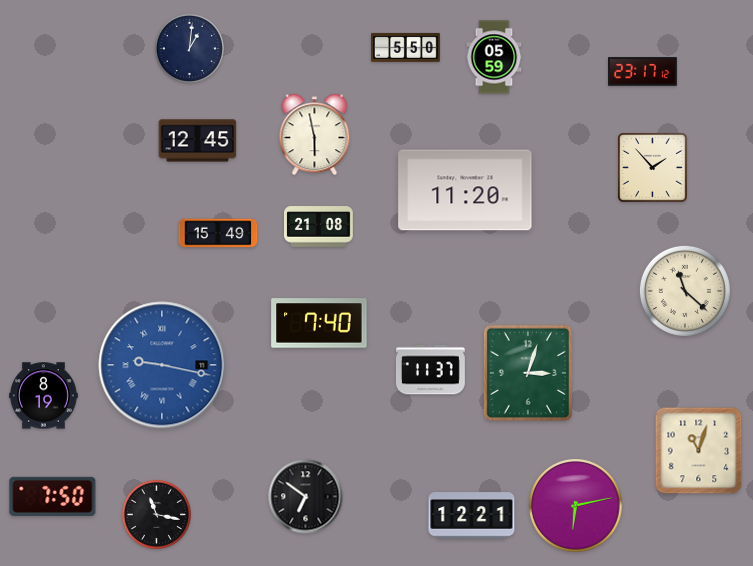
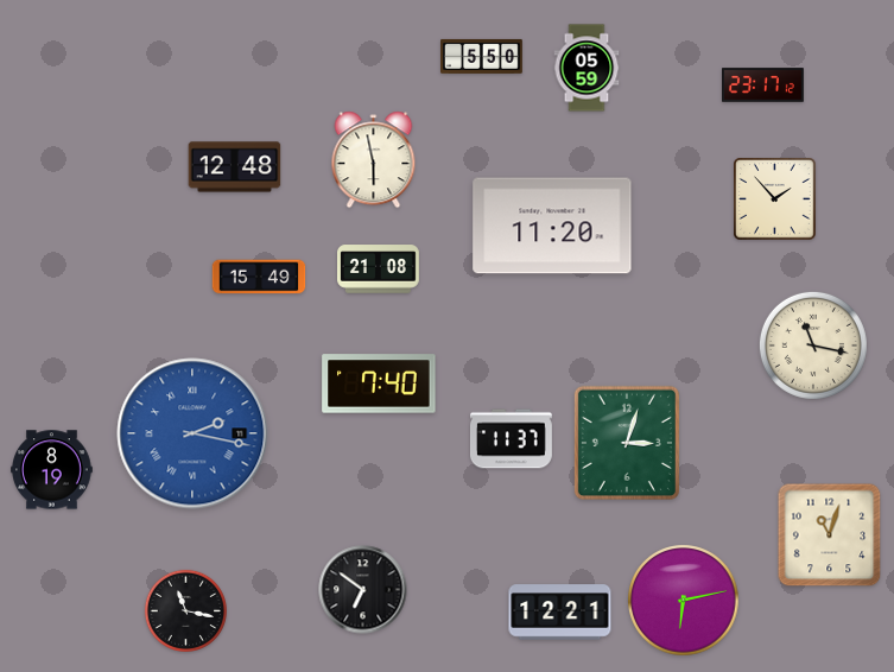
clock at (189, 48): 1:01 -> none
clock at (198, 141): 12:45 -> 12:48
clock at (685, 291): 11:22 -> 11:17
clock at (162, 365): 9:17 -> 2:17
clock at (53, 496): 7:50 -> none
